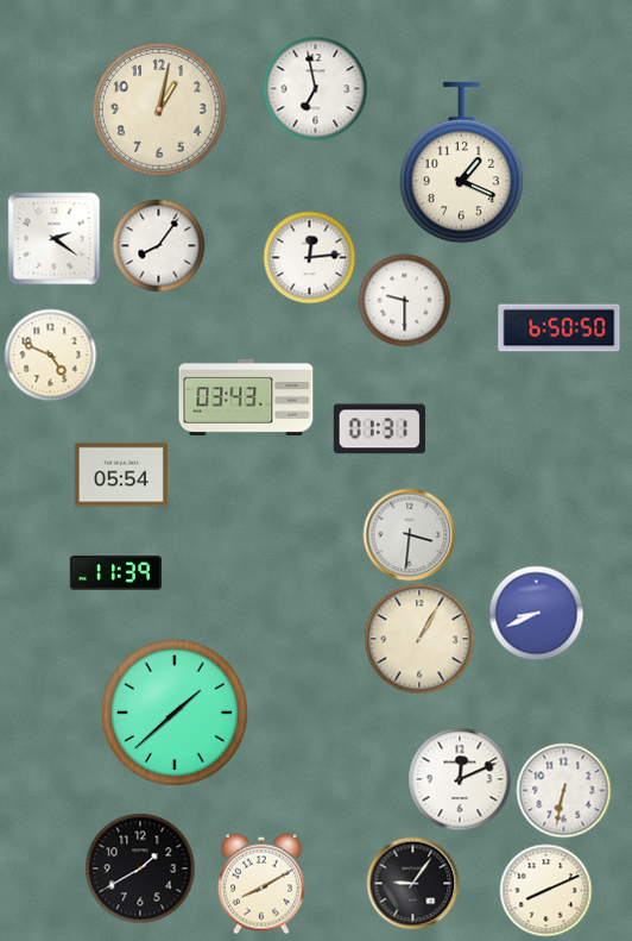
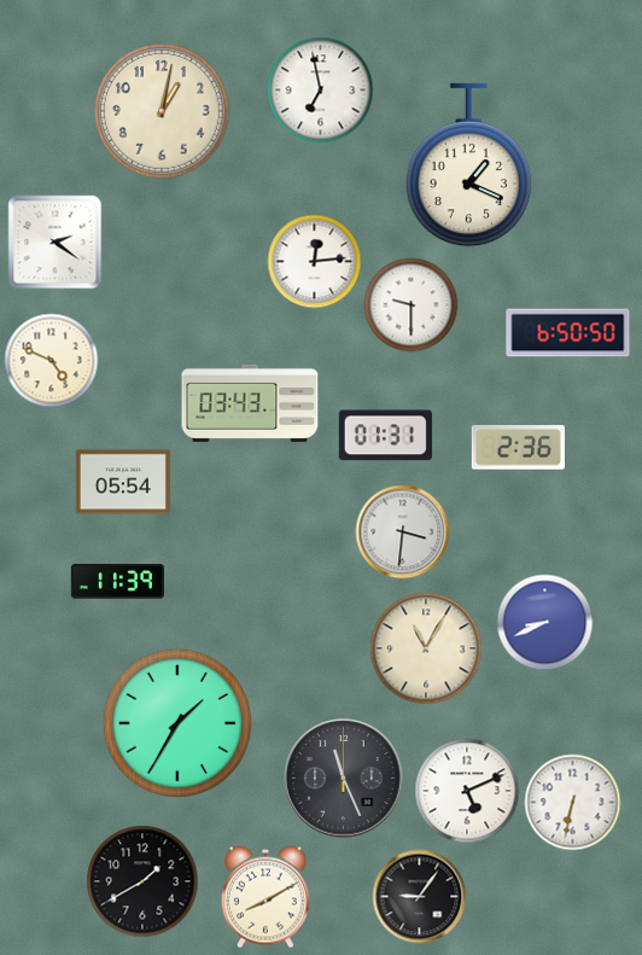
clock at (158, 245): 8:06 -> none
clock at (518, 448): none -> 2:36
clock at (409, 534) position: (409, 534) -> (402, 531)
clock at (419, 639): 1:05 -> 11:05
clock at (175, 713): 1:38 -> 1:35
clock at (344, 779): none -> 11:26
clock at (460, 779): 12:11 -> 5:11
clock at (545, 890): 8:11 -> none
